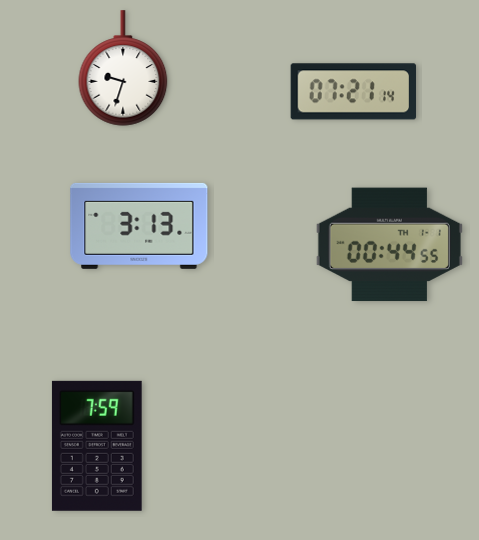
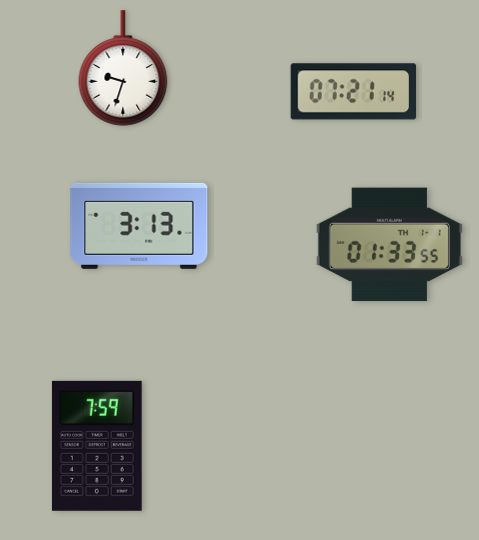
clock at (389, 245): 00:44 -> 01:33
